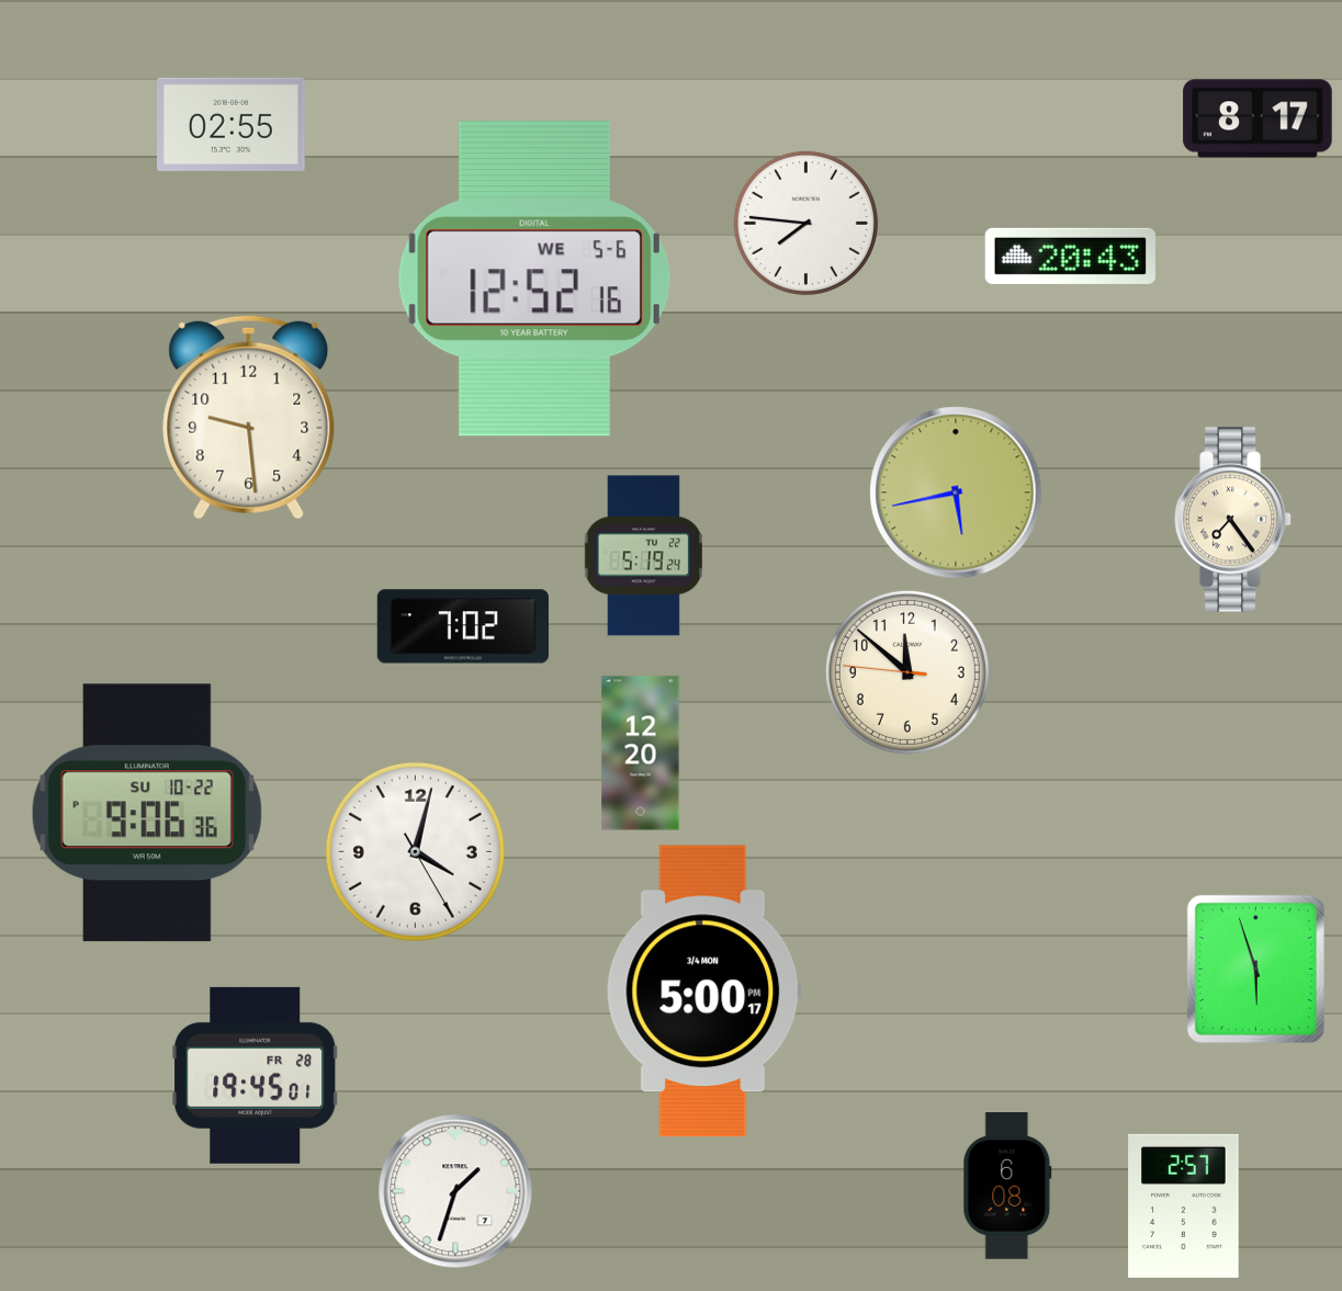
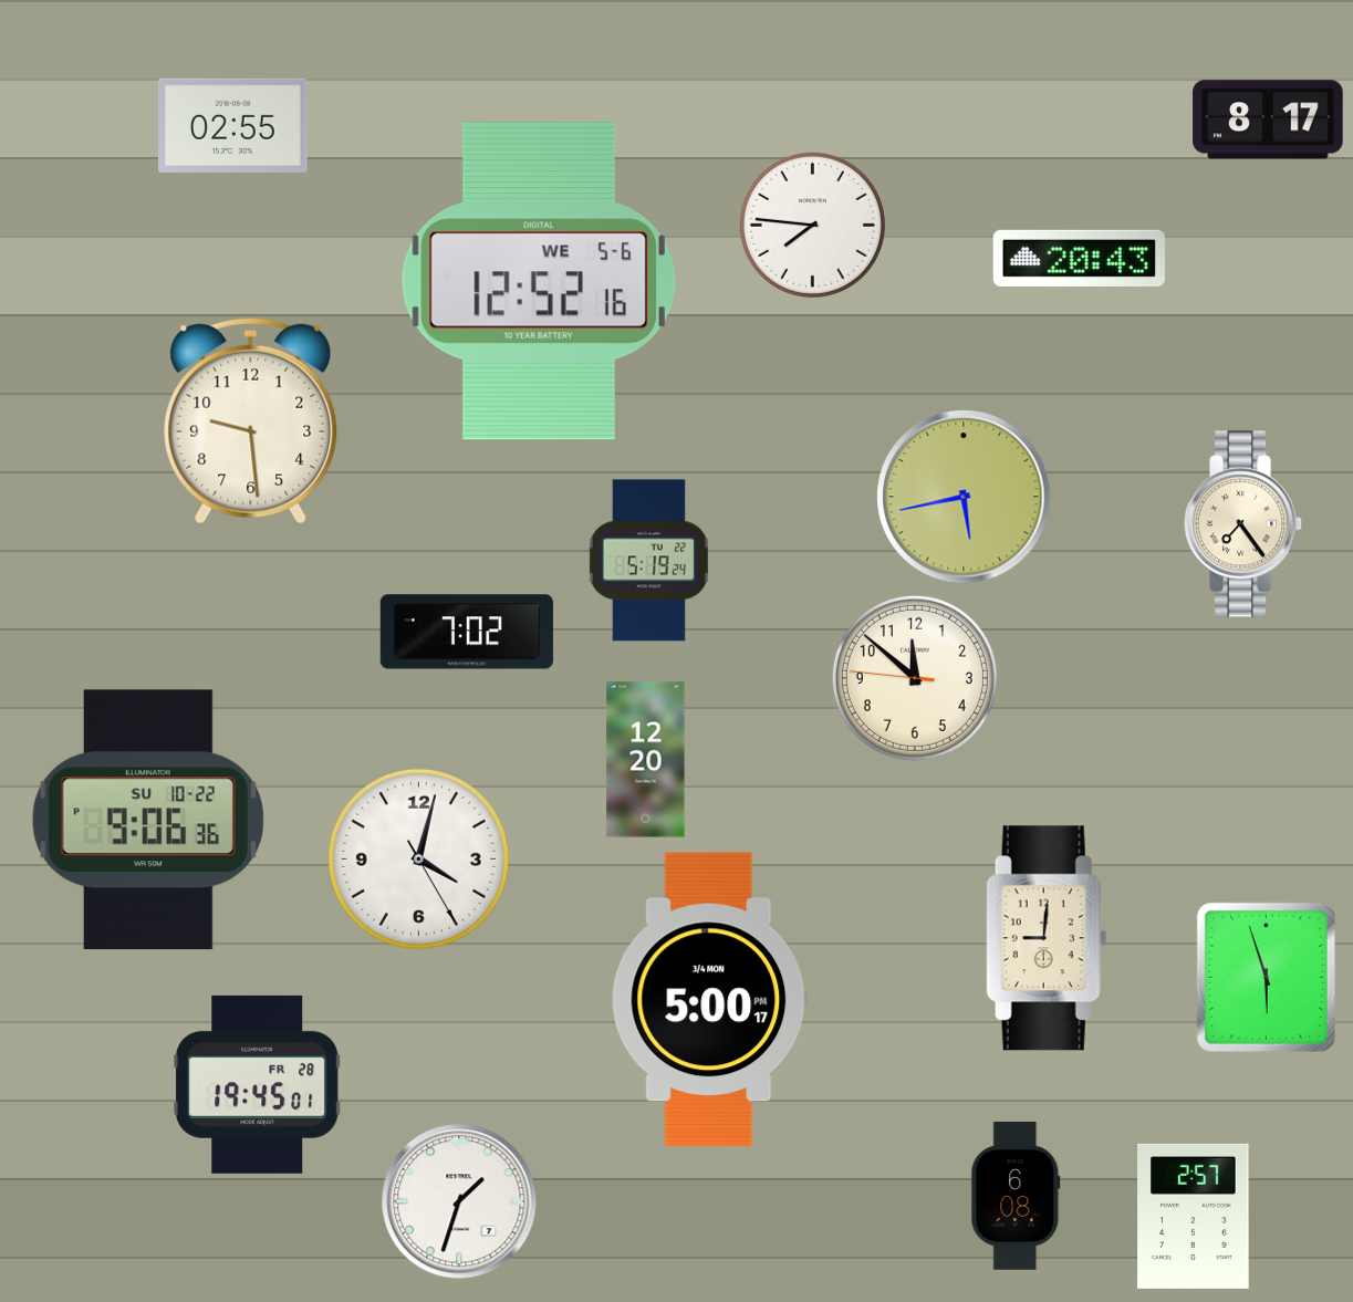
clock at (1047, 938): none -> 9:01
